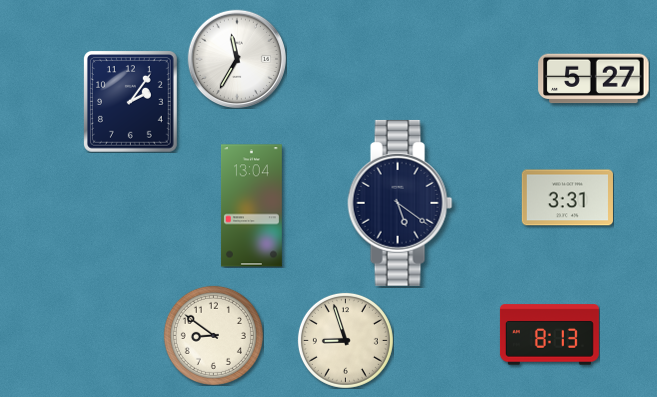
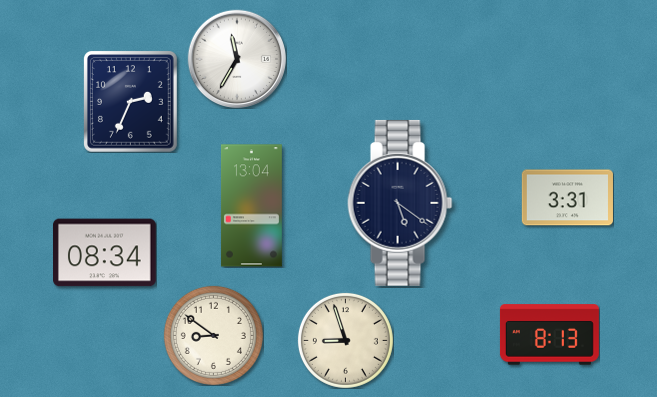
clock at (594, 79): 5:27 -> none
clock at (131, 102): 2:06 -> 2:34
clock at (105, 253): none -> 08:34
